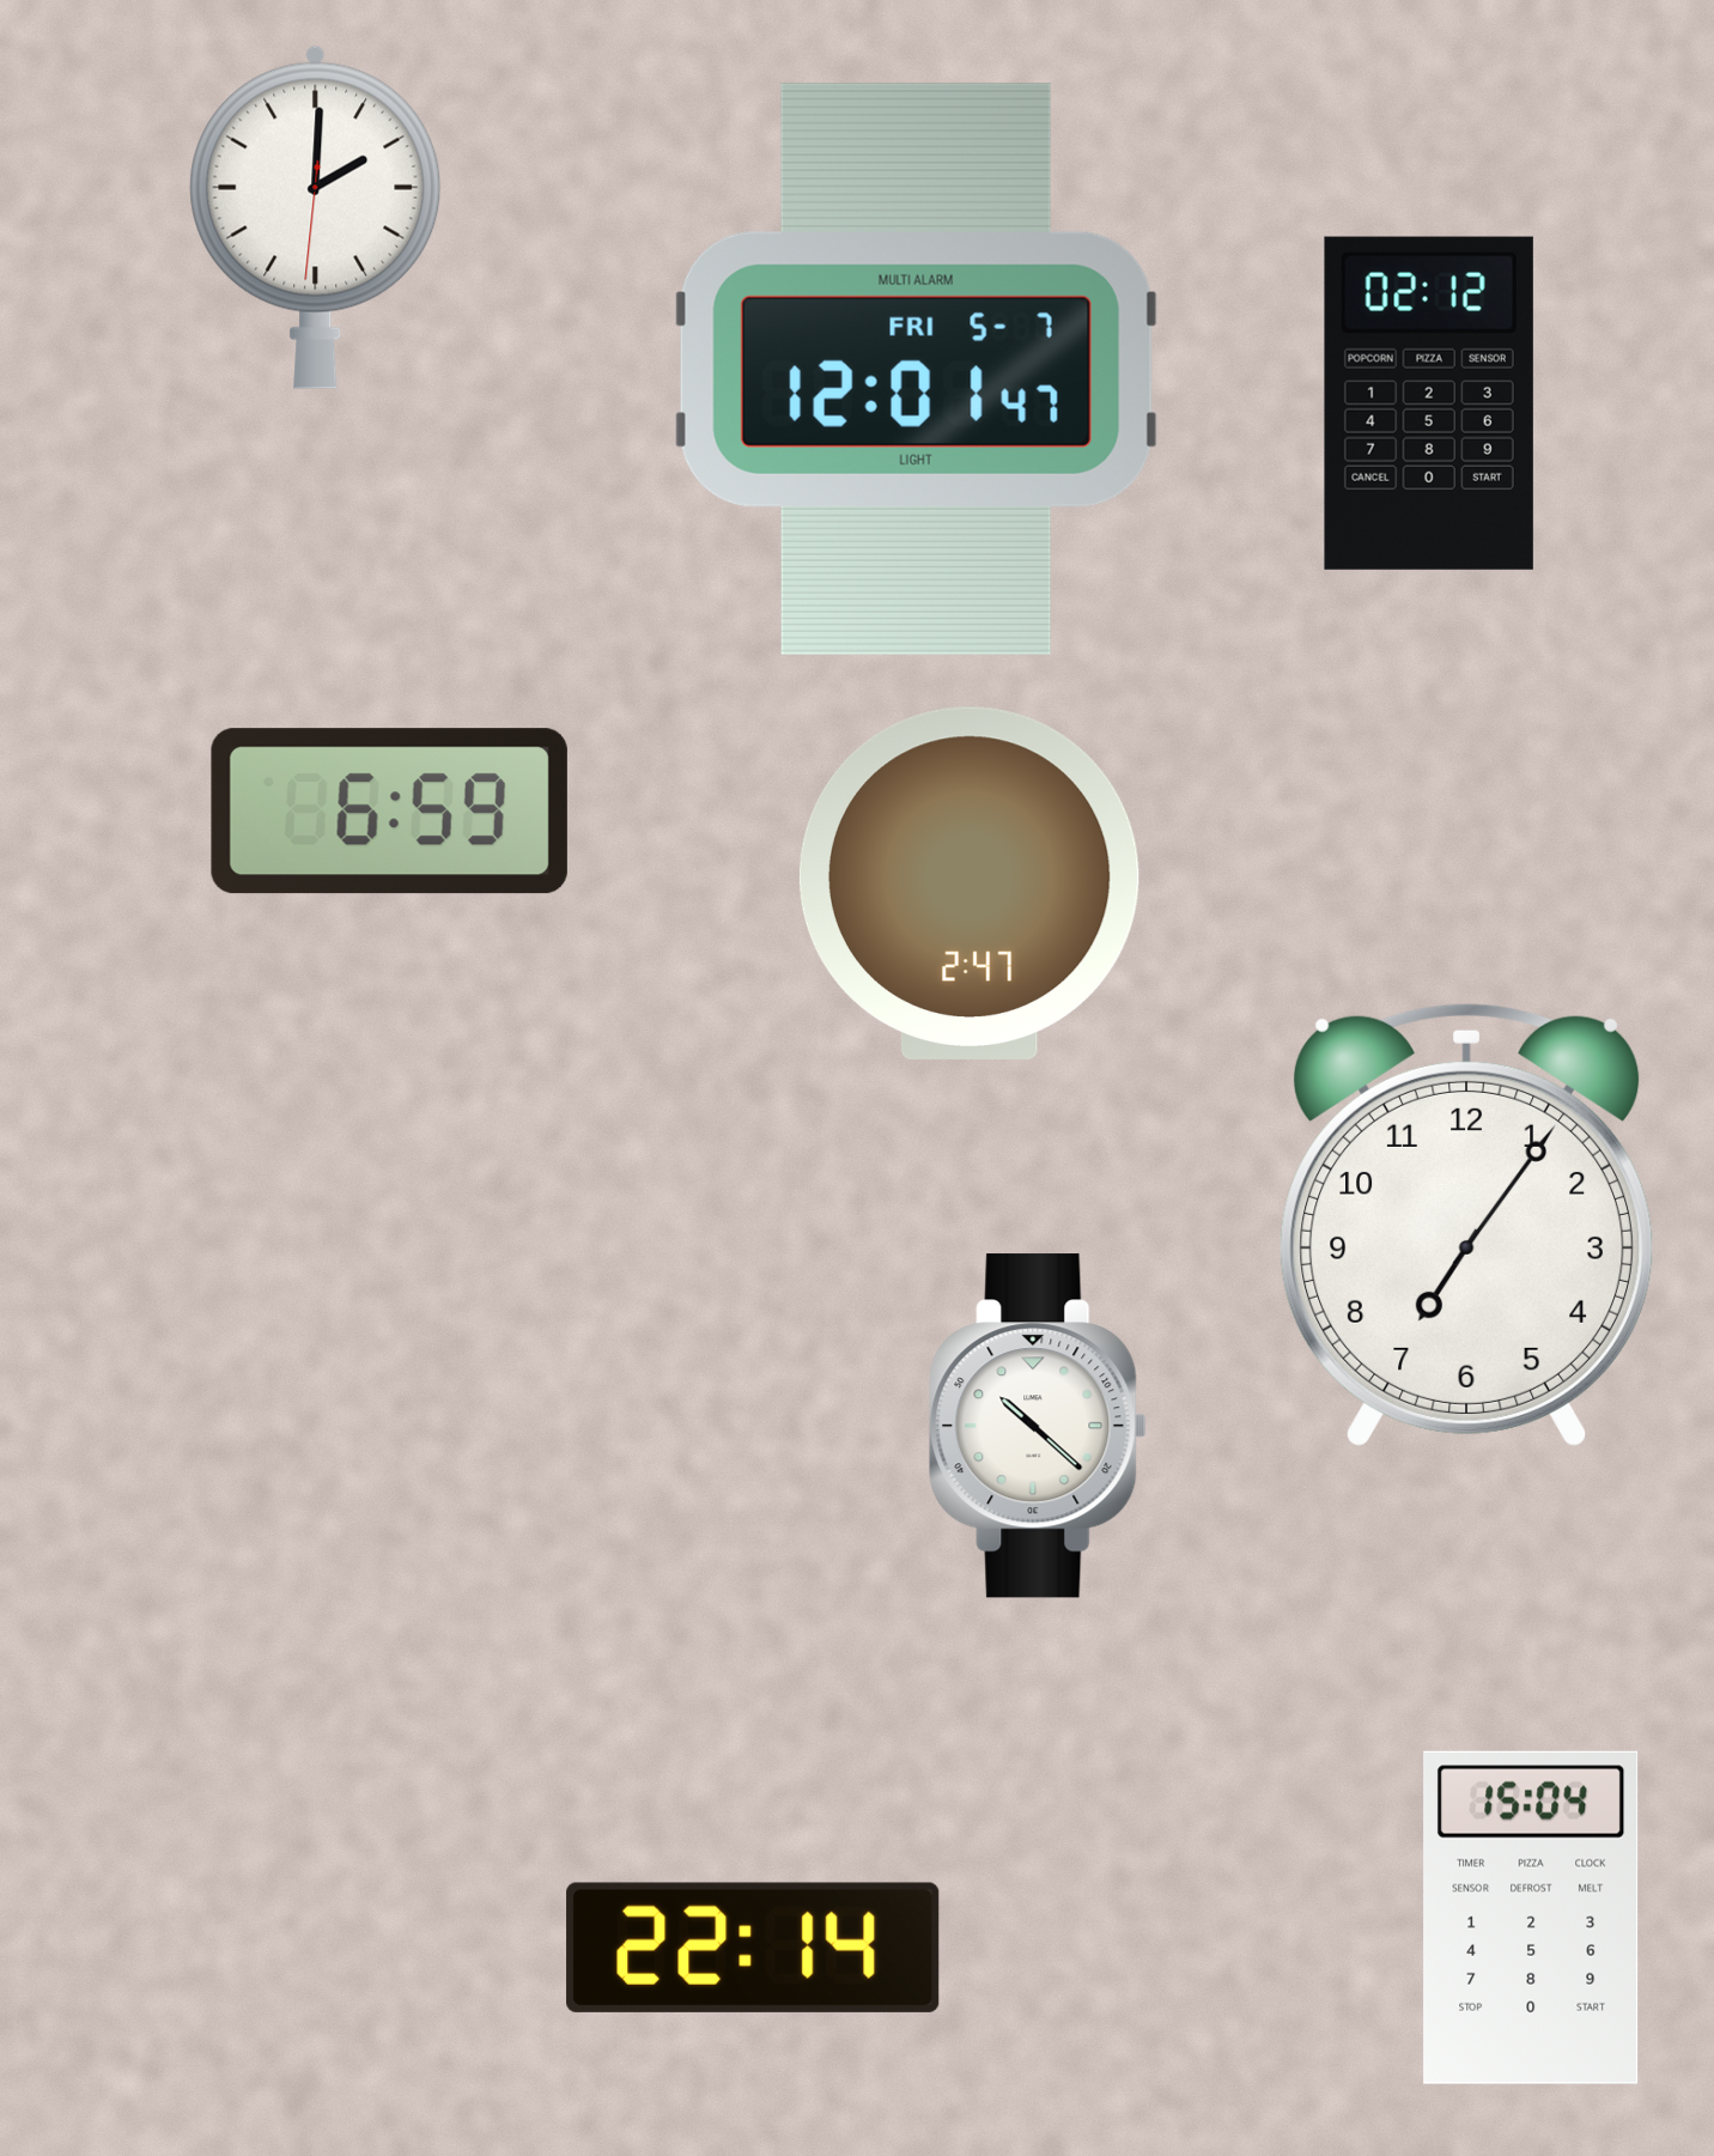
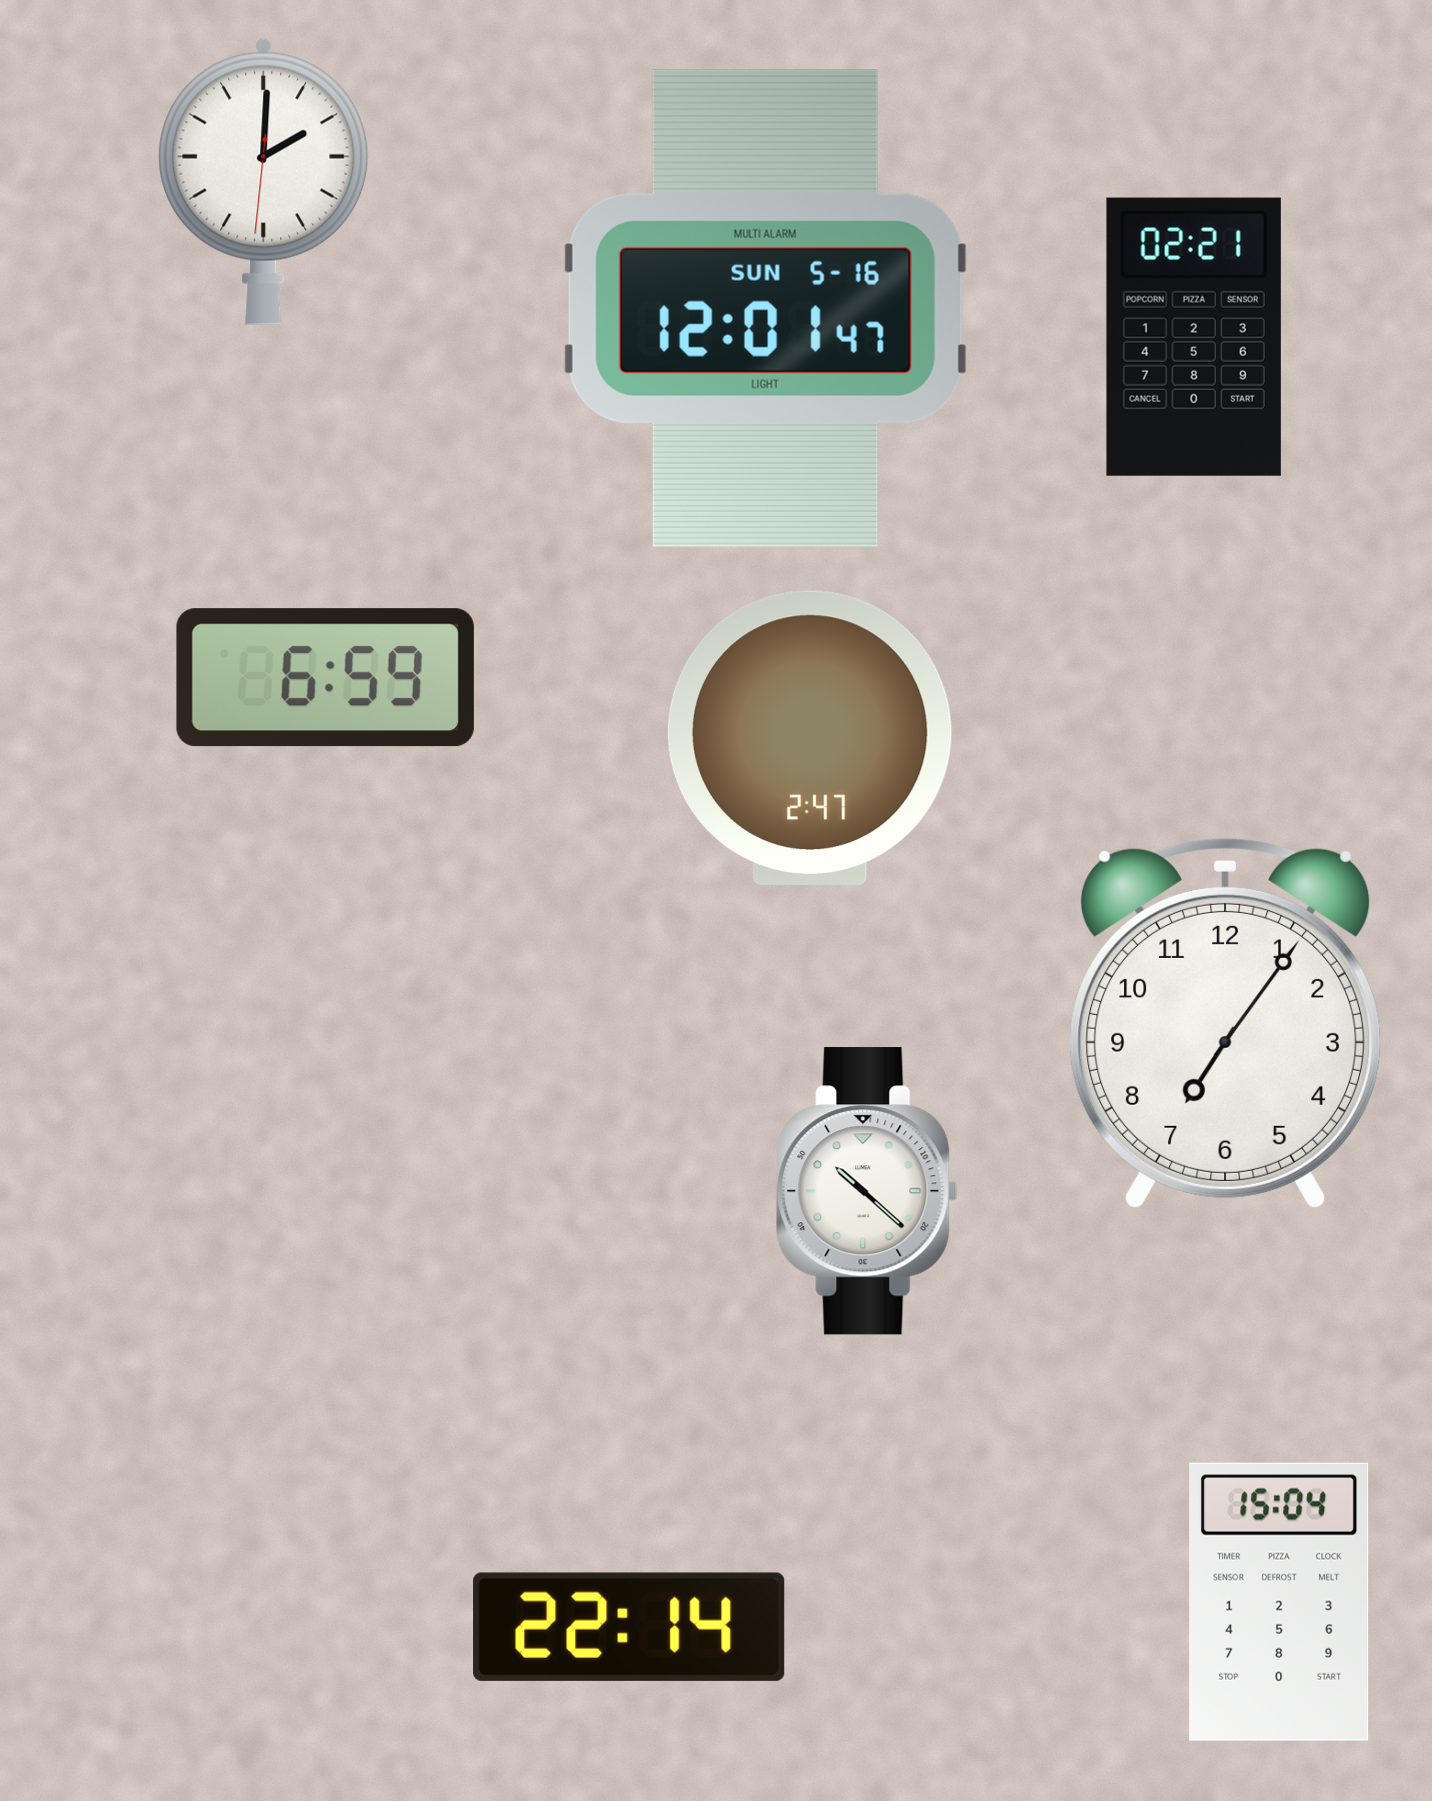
clock at (916, 369) date: FRI 5-7 -> SUN 5-16
clock at (1429, 403): 02:12 -> 02:21
